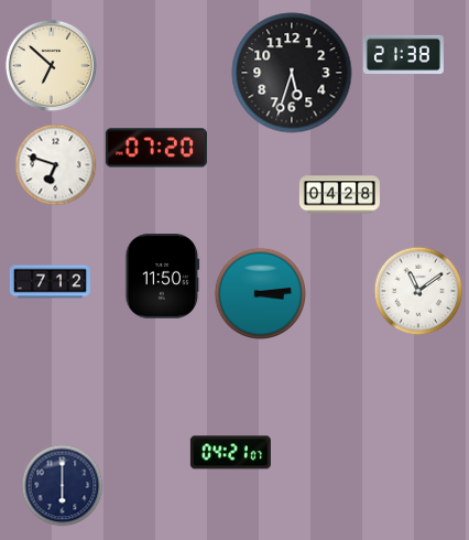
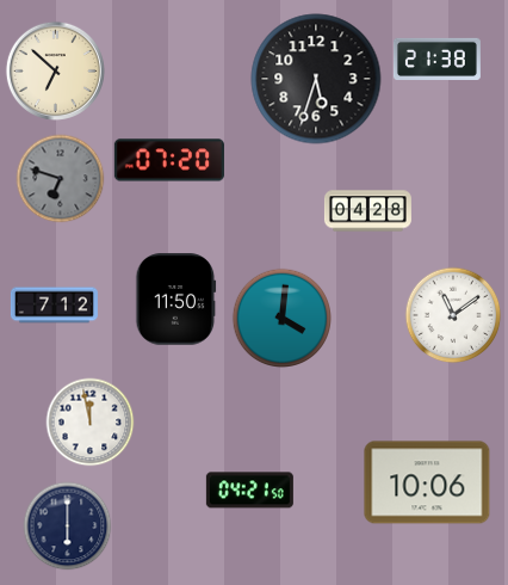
clock at (56, 165) dial: white -> grey
clock at (261, 294): 3:14 -> 4:01
clock at (91, 423): none -> 11:58
clock at (427, 482): none -> 10:06
clock at (230, 453): 04:21:07 -> 04:21:50
